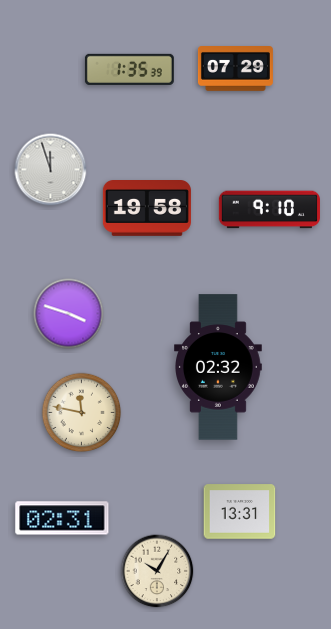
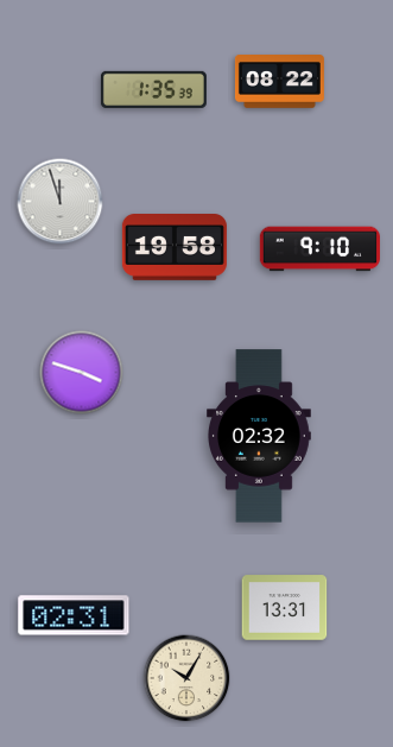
clock at (129, 69) position: (129, 69) -> (153, 89)
clock at (235, 69): 07:29 -> 08:22
clock at (82, 413): 11:47 -> none
